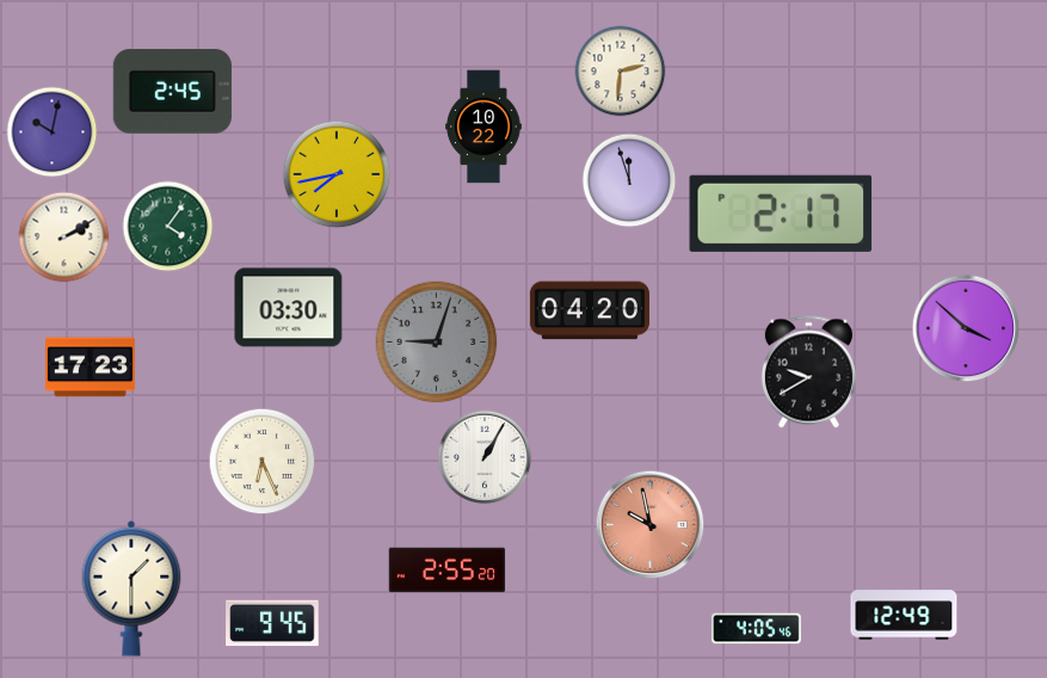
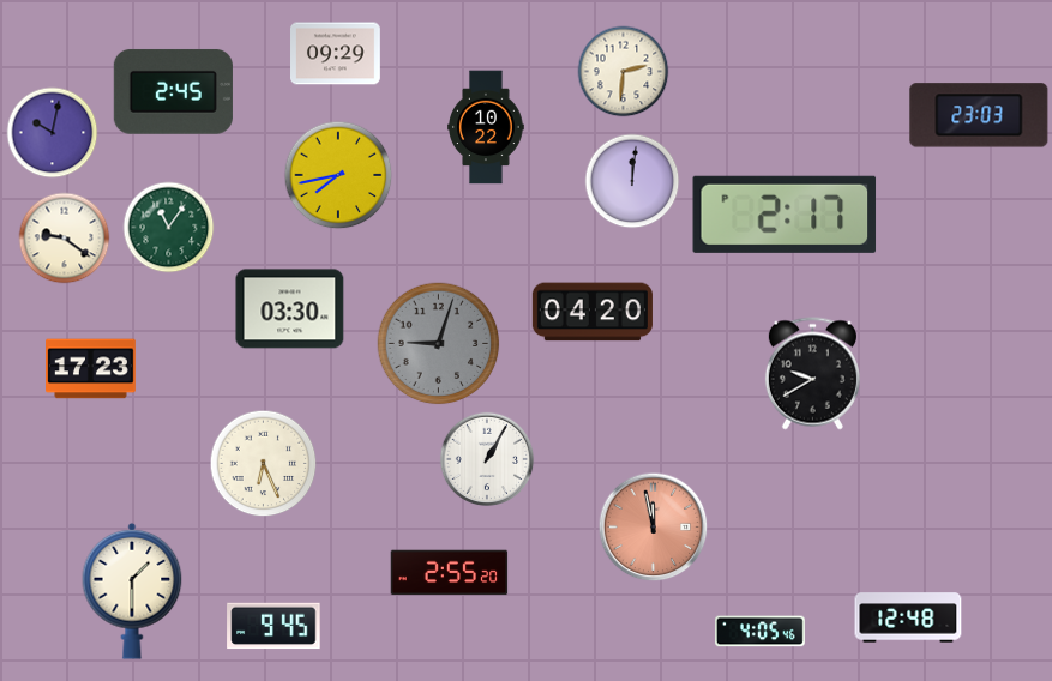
clock at (336, 54): none -> 09:29
clock at (979, 115): none -> 23:03
clock at (629, 180): 11:57 -> 12:01
clock at (168, 227): 4:06 -> 11:06
clock at (64, 238): 2:10 -> 9:21
clock at (966, 328): 3:52 -> none
clock at (651, 525): 9:58 -> 11:58
clock at (904, 615): 12:49 -> 12:48
